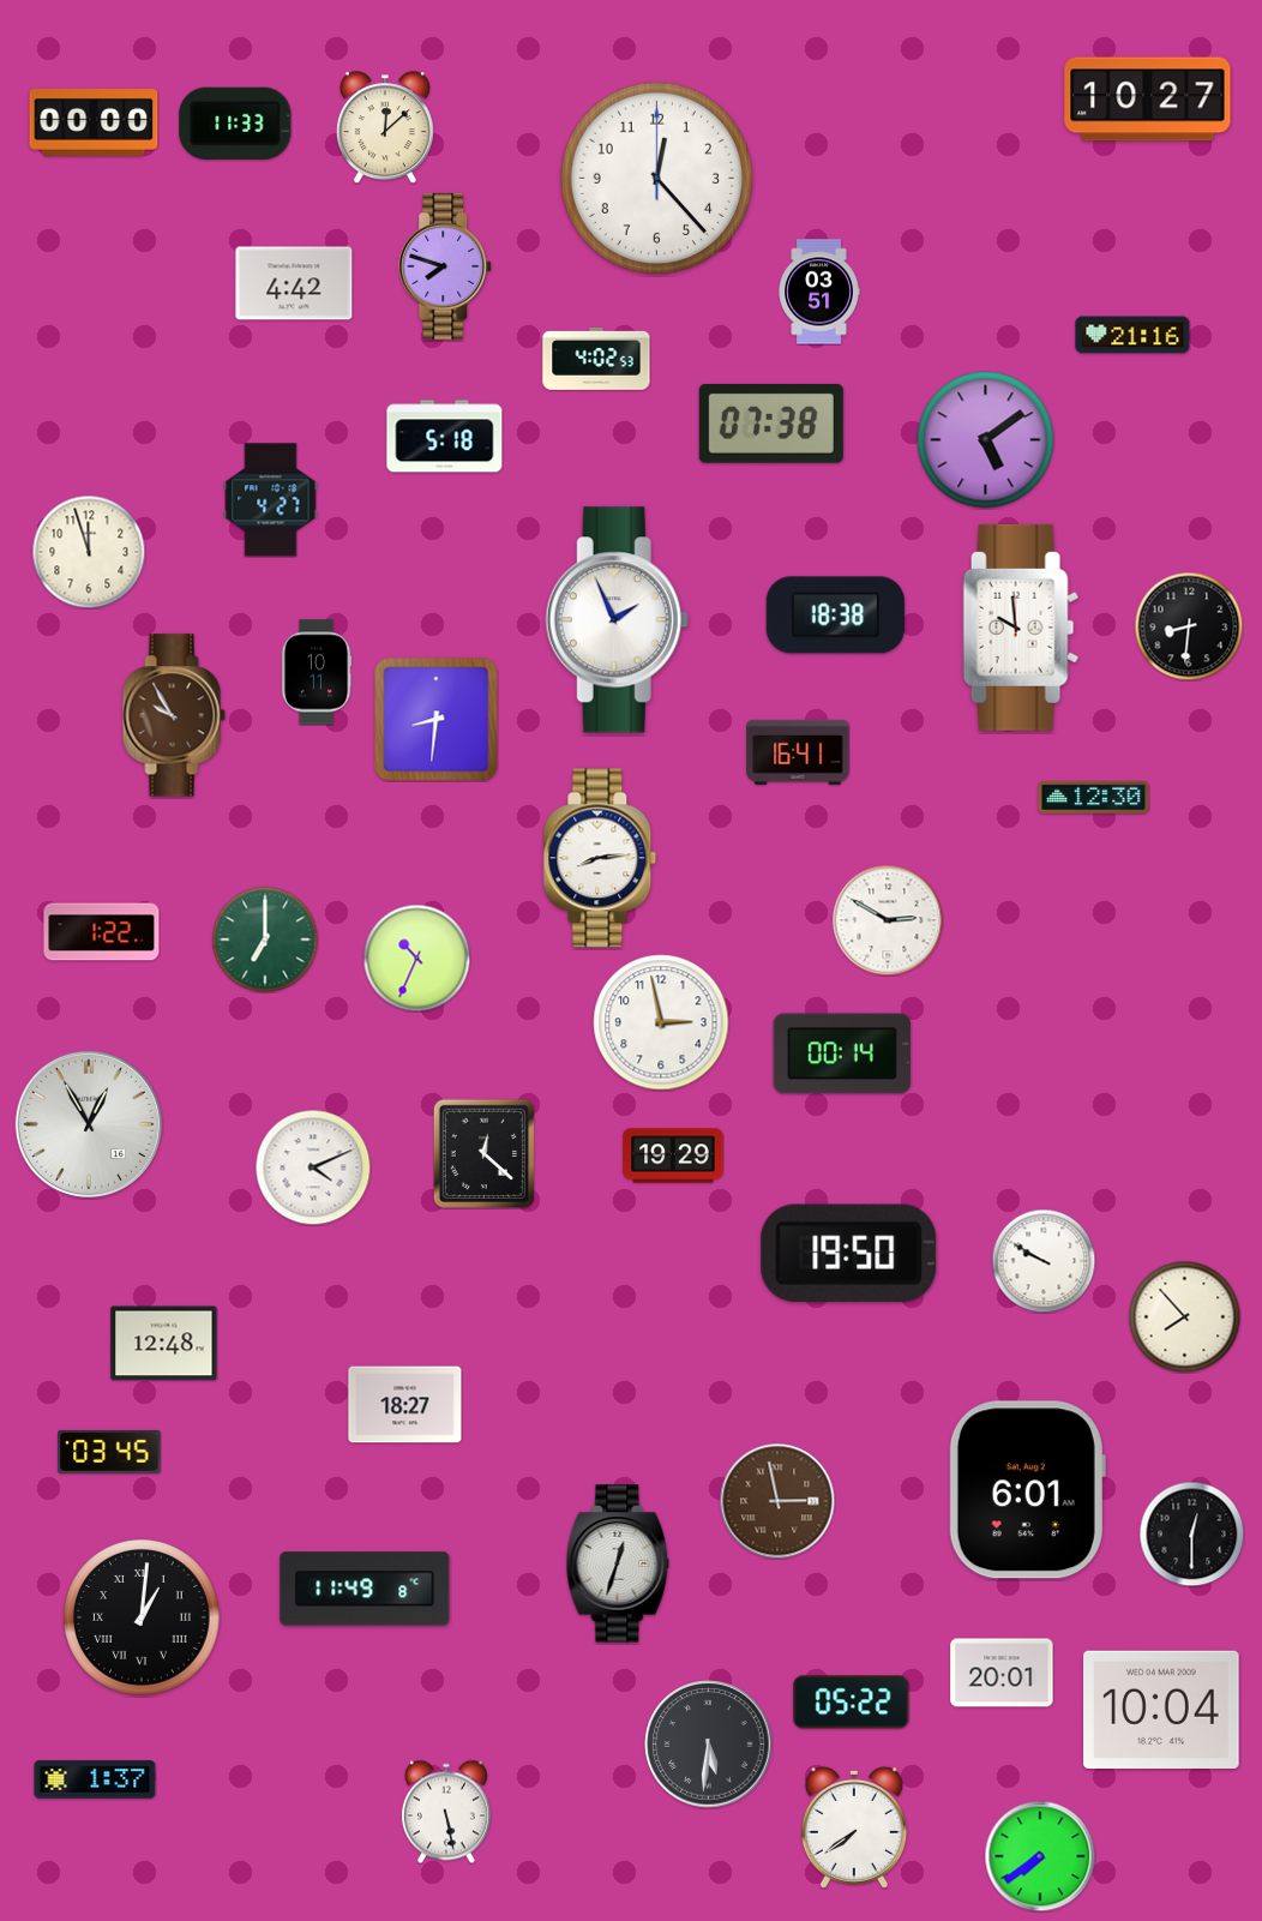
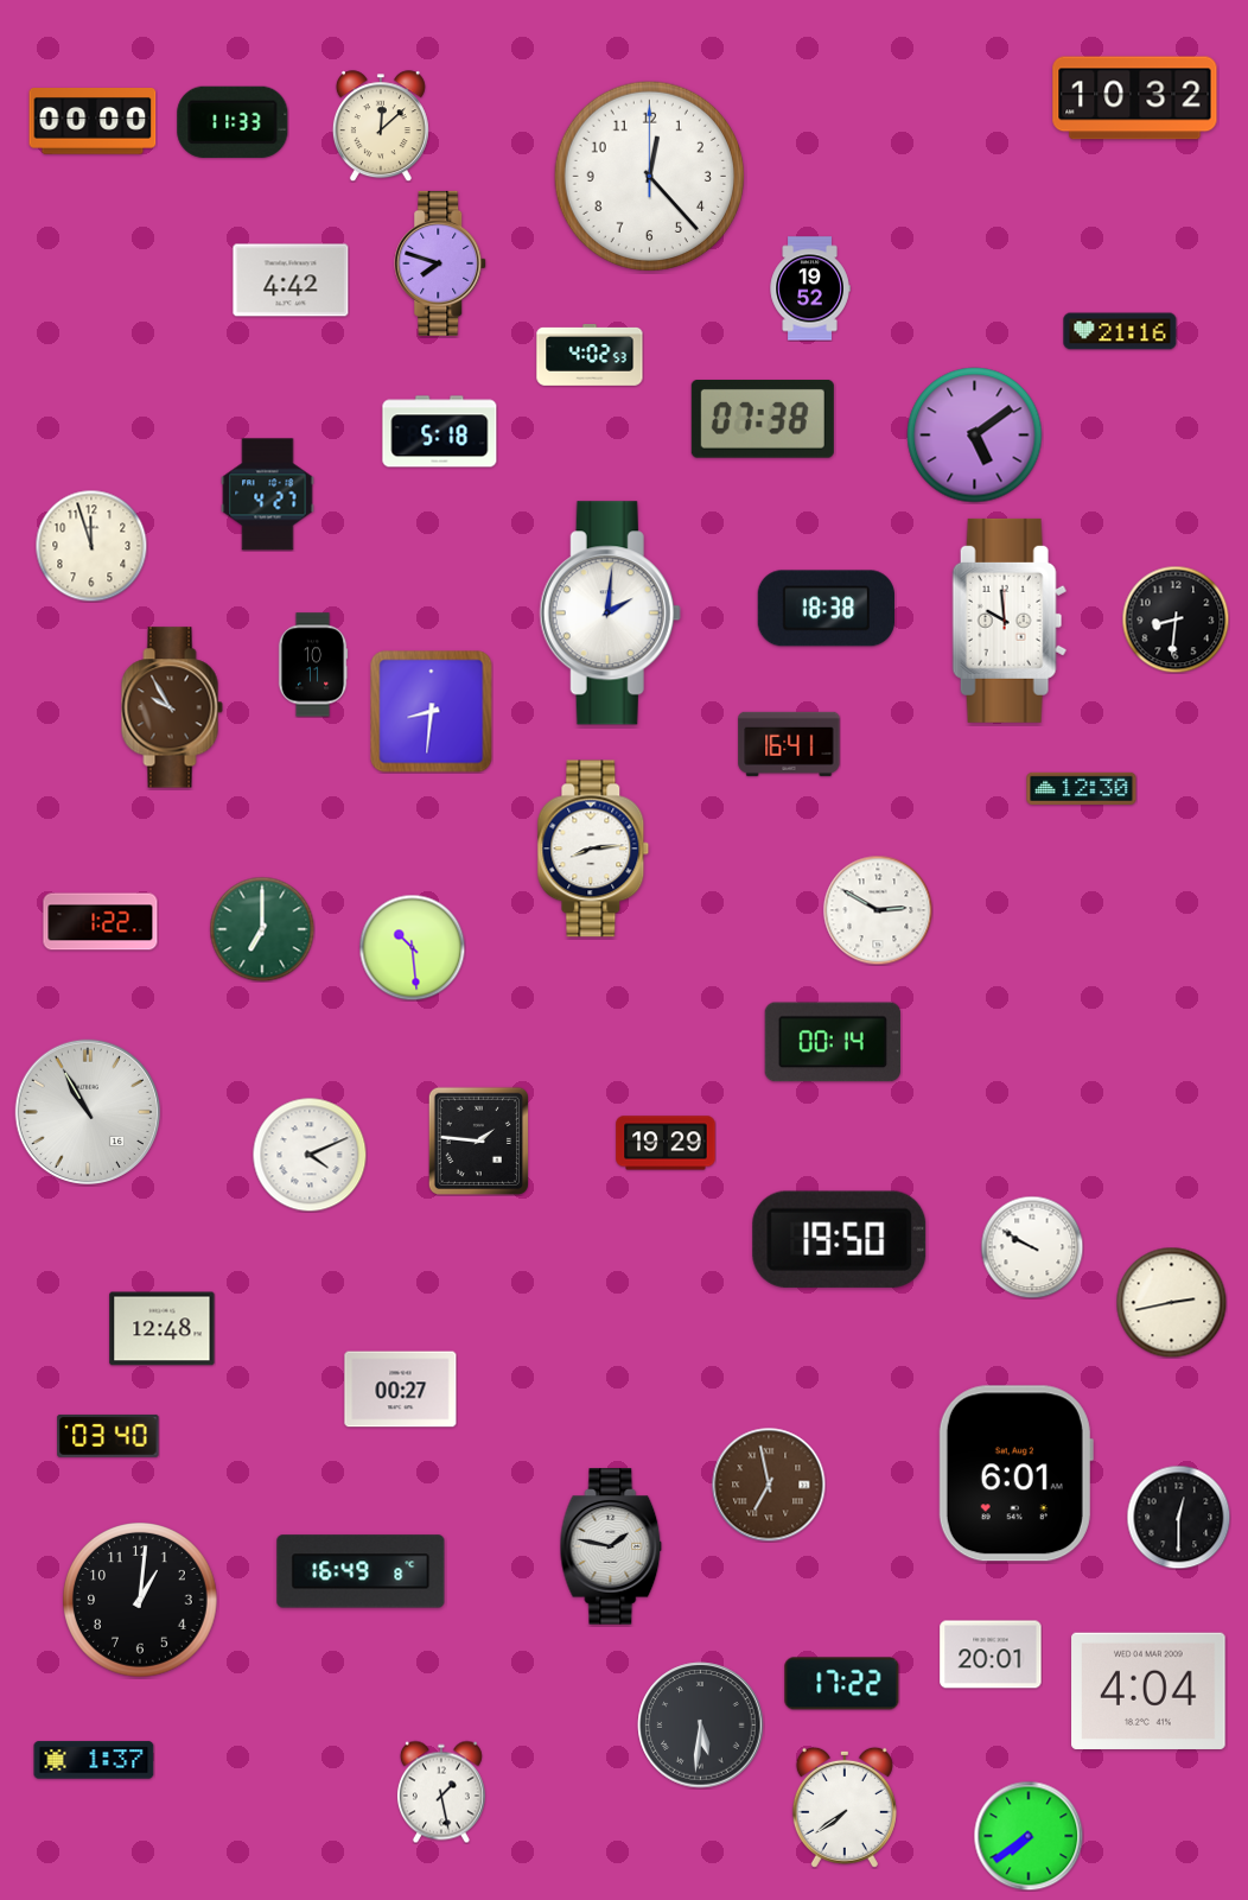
clock at (1148, 100): 10:27 -> 10:32
clock at (819, 292): 03:51 -> 19:52
clock at (89, 552) position: (89, 552) -> (91, 546)
clock at (617, 620): 1:56 -> 2:01
clock at (416, 958): 10:34 -> 10:29
clock at (661, 1022): 2:58 -> none
clock at (88, 1123): 12:55 -> 10:55
clock at (483, 1153): 12:22 -> 1:46
clock at (1184, 1316): 7:53 -> 2:43
clock at (405, 1405): 18:27 -> 00:27
clock at (109, 1452): 03:45 -> 03:40
clock at (777, 1501): 2:58 -> 6:58
clock at (618, 1563): 12:33 -> 1:47
clock at (365, 1589): 11:49 -> 16:49
clock at (143, 1619) numerals: Roman -> Arabic
clock at (852, 1703): 05:22 -> 17:22
clock at (1161, 1710): 10:04 -> 4:04
clock at (446, 1812): 5:28 -> 1:28
